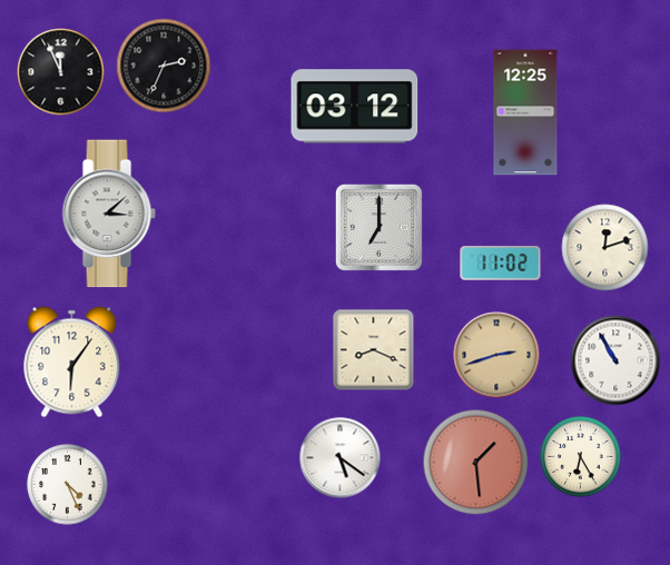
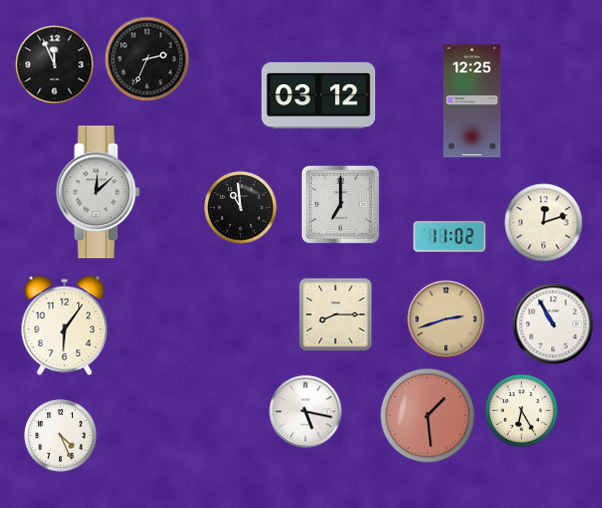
clock at (109, 214): 3:08 -> 12:08
clock at (241, 208): none -> 10:59
clock at (374, 350): 8:19 -> 8:15
clock at (341, 458): 5:21 -> 5:17
